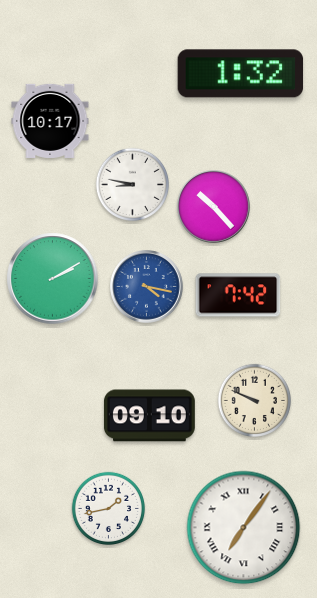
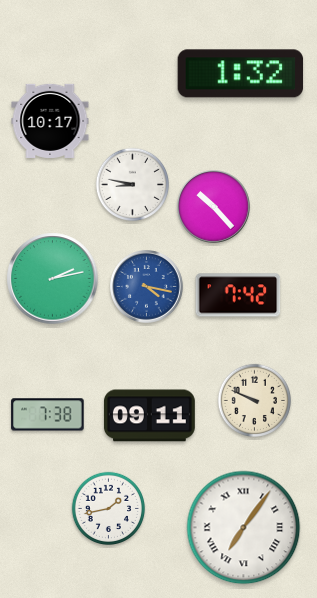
clock at (53, 279): 2:10 -> 2:13
clock at (48, 415): none -> 7:38
clock at (149, 416): 09:10 -> 09:11
